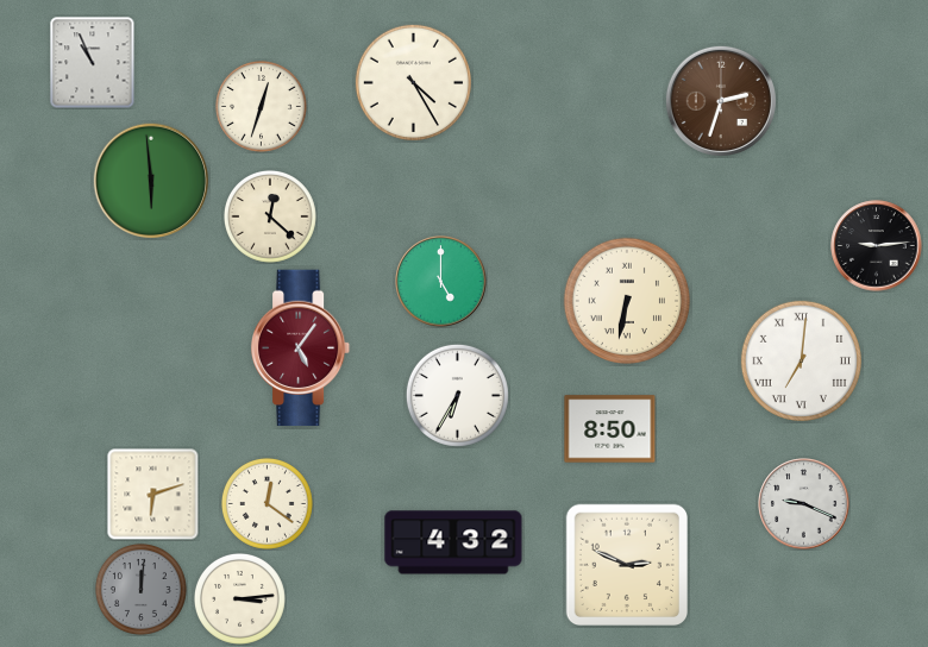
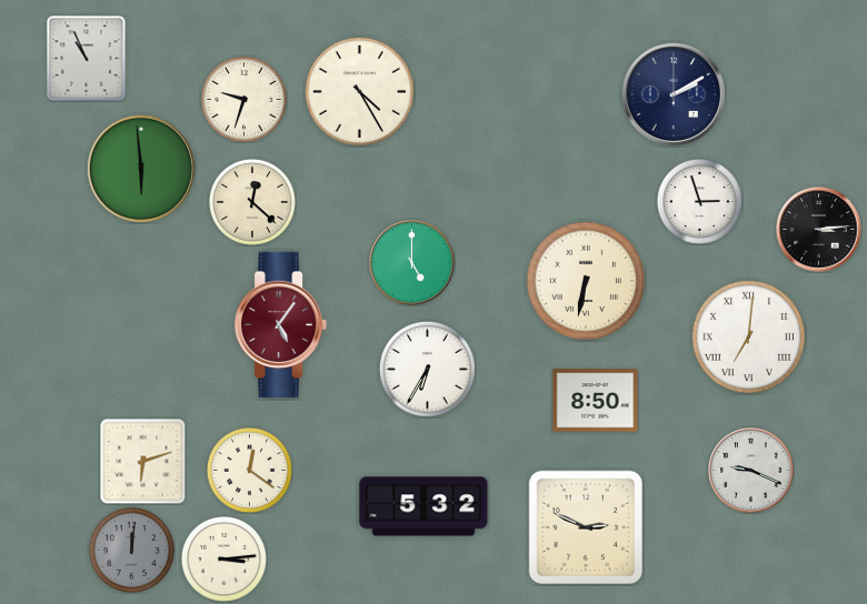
clock at (413, 82) position: (413, 82) -> (359, 91)
clock at (721, 101): 2:33 -> 2:10
clock at (721, 101) dial: brown -> navy
clock at (261, 106): 12:33 -> 9:33
clock at (699, 201): none -> 2:57
clock at (877, 246): 9:14 -> 3:14
clock at (610, 429) position: (610, 429) -> (596, 401)
clock at (453, 542): 4:32 -> 5:32
